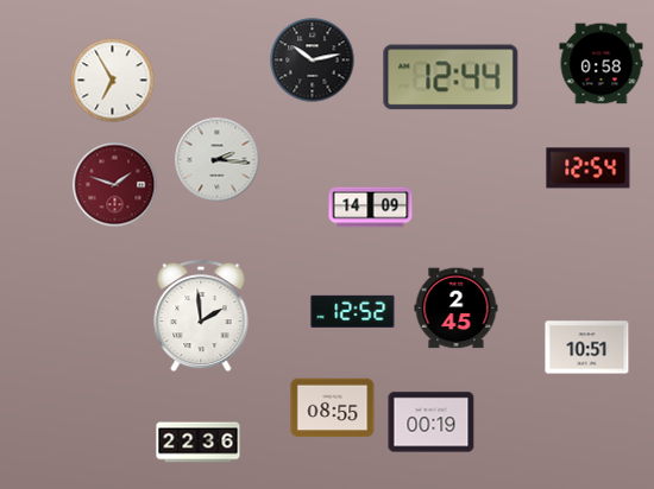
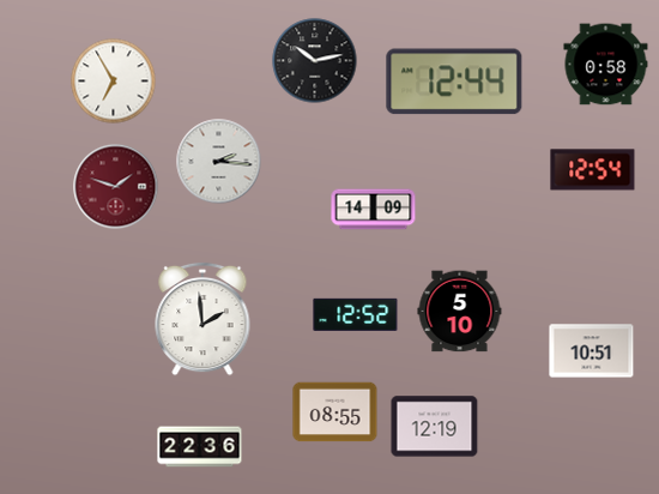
clock at (451, 77) position: (451, 77) -> (454, 82)
clock at (457, 309): 2:45 -> 5:10
clock at (432, 423): 00:19 -> 12:19
